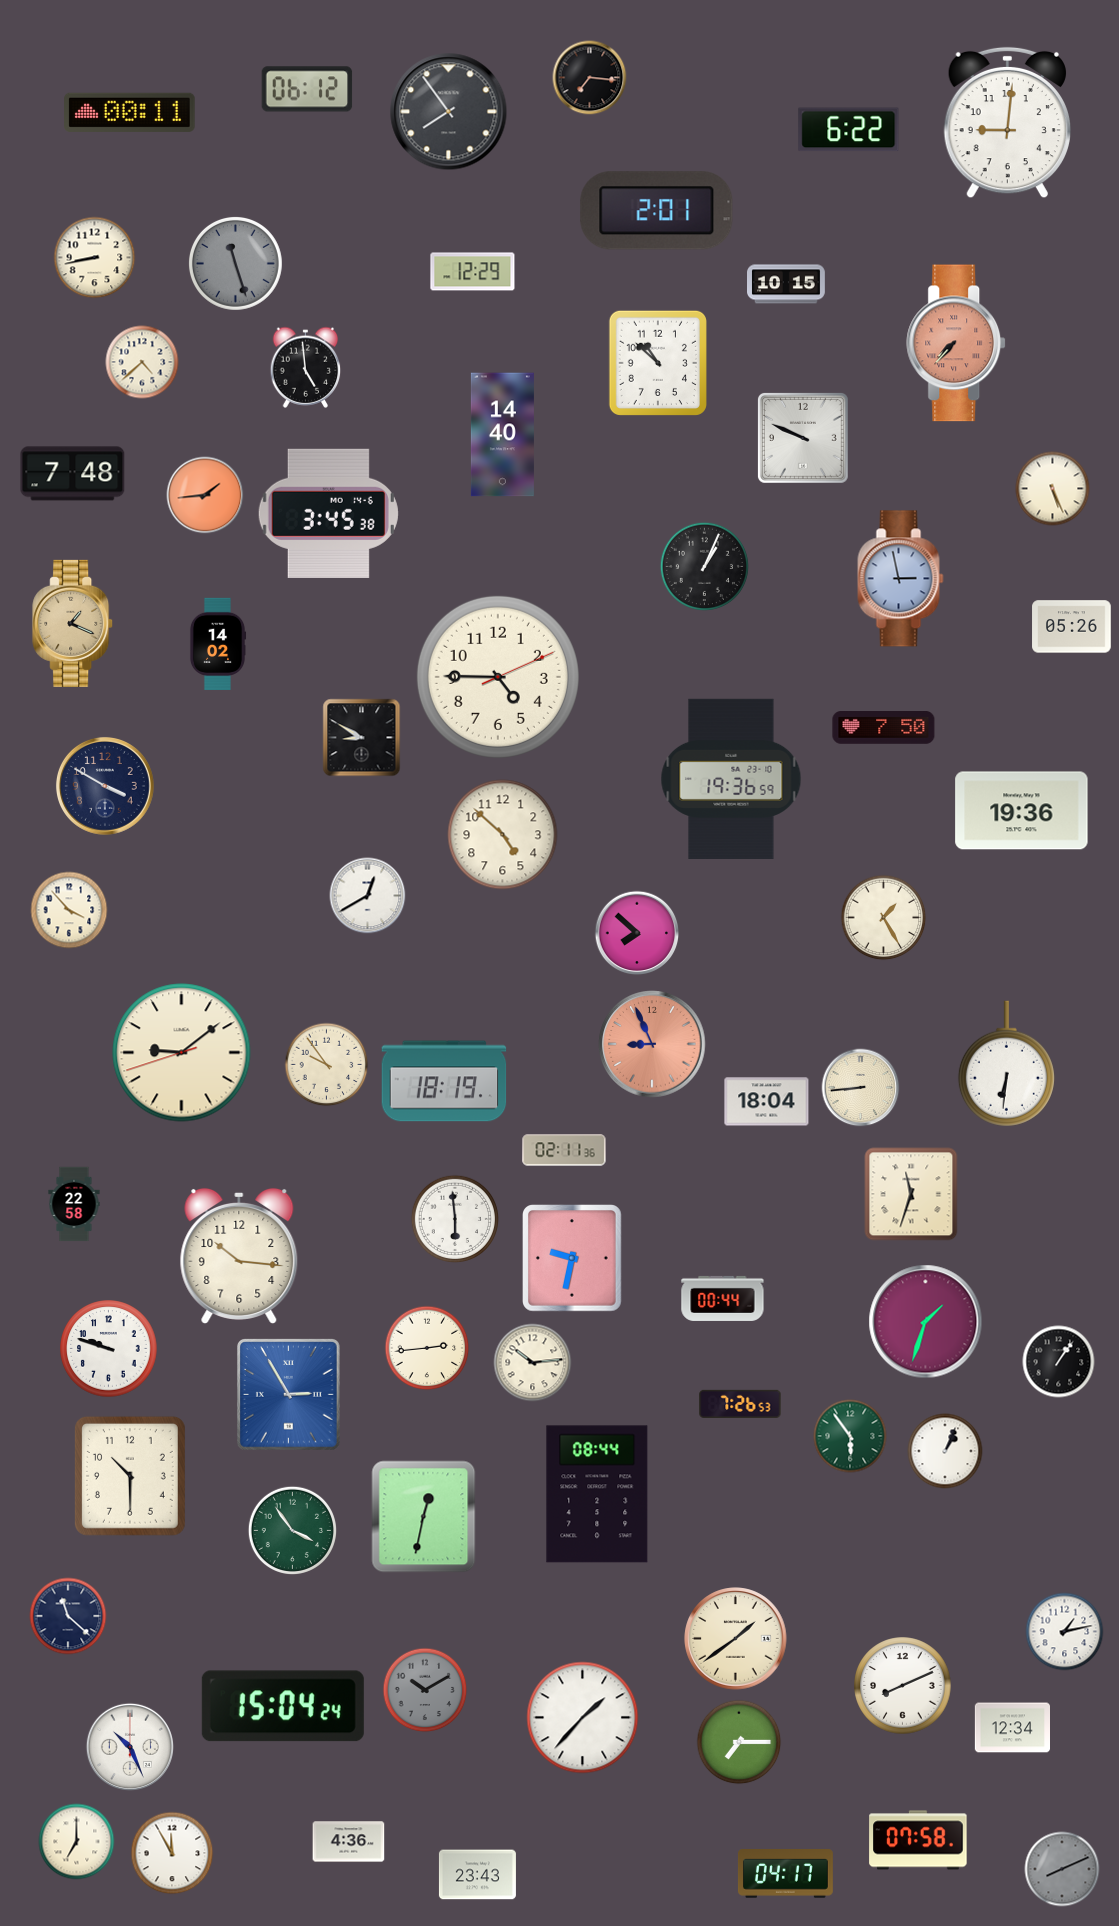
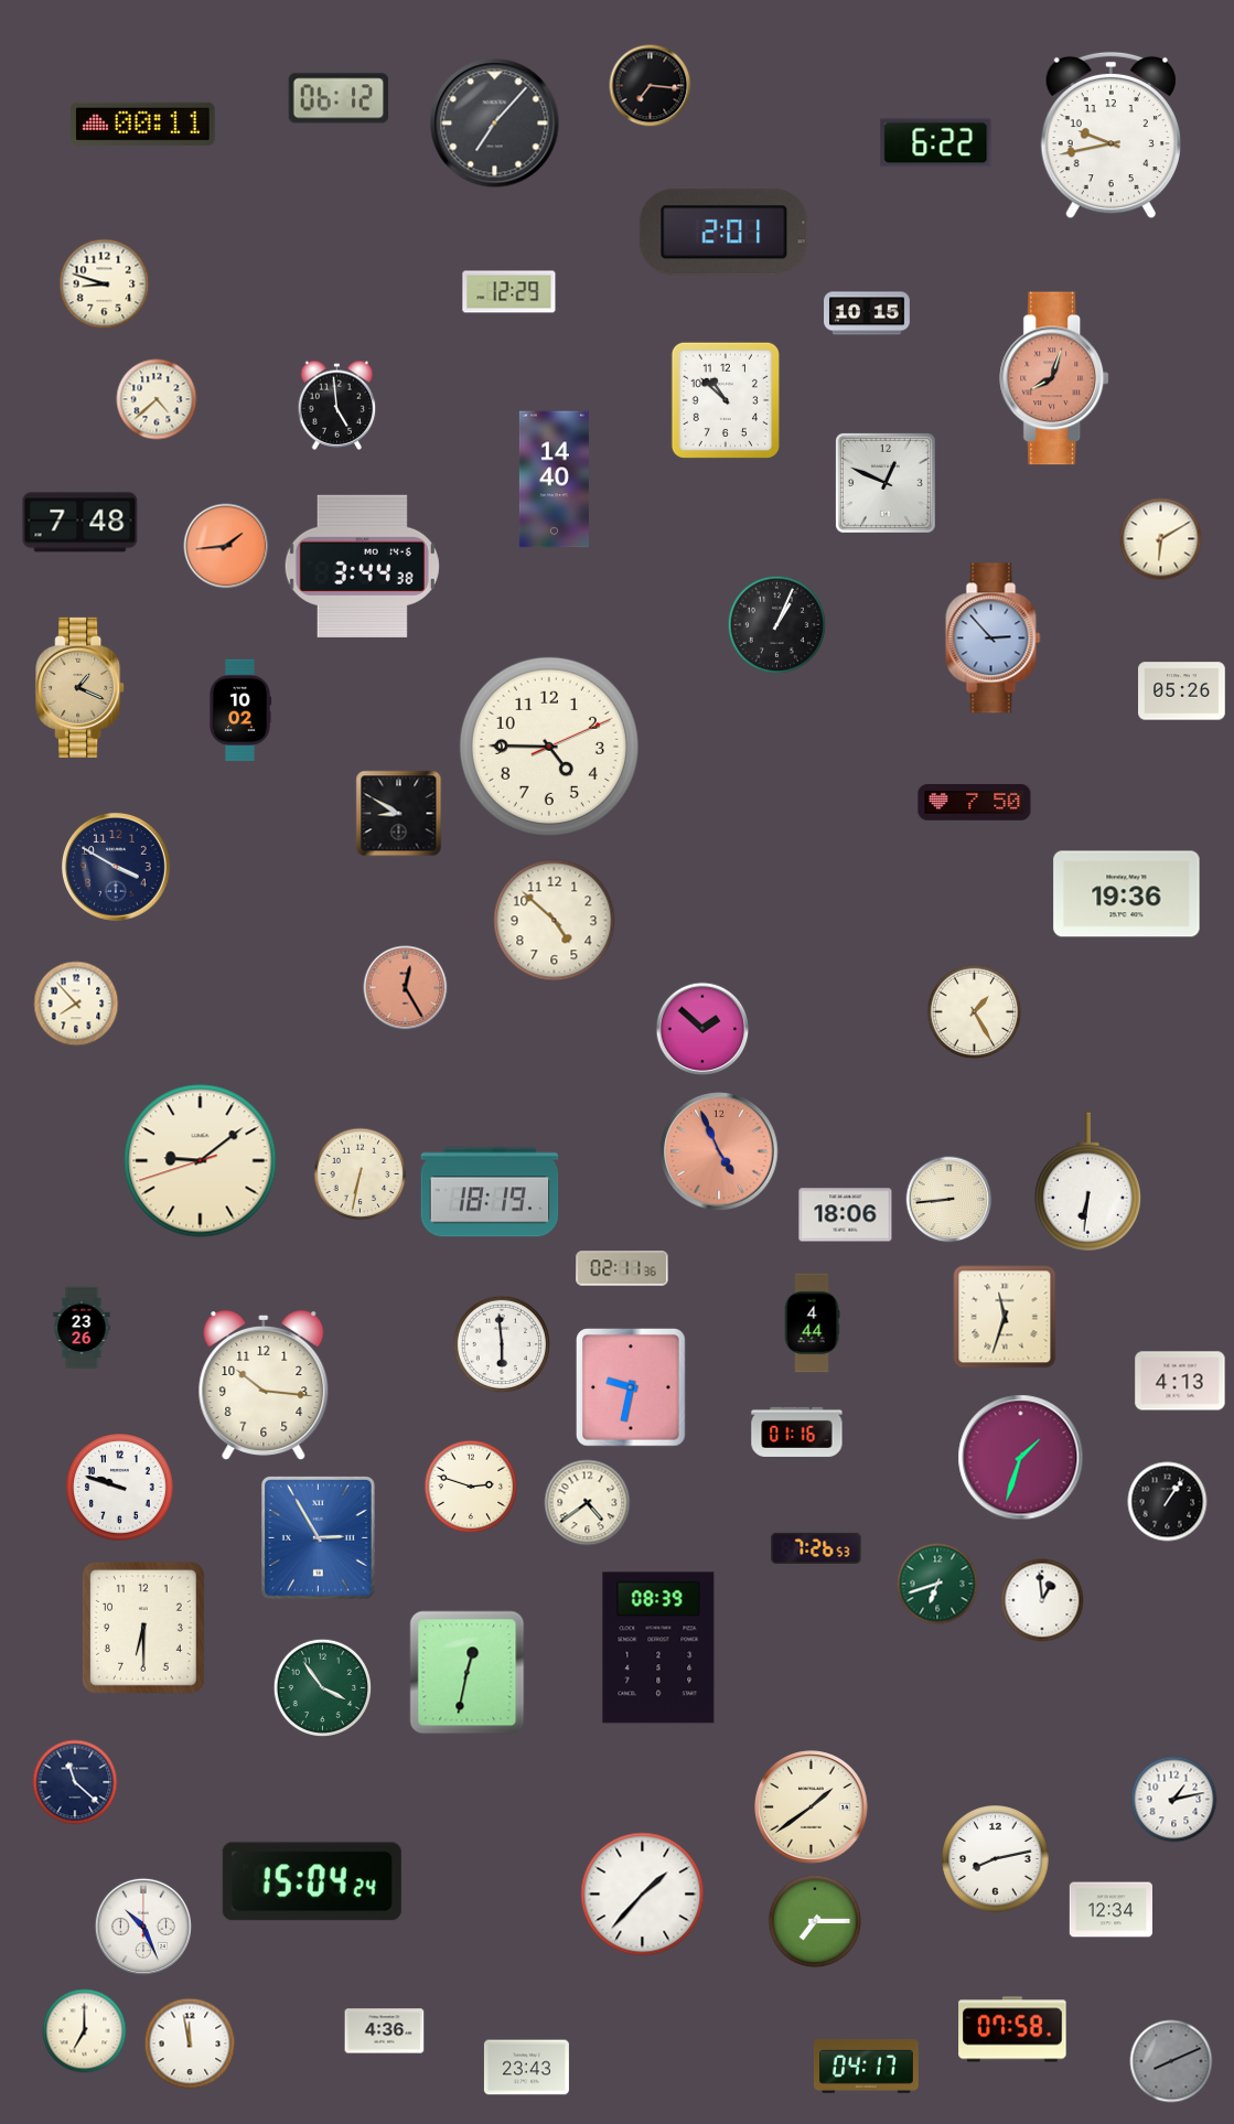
clock at (449, 112): 7:54 -> 7:07
clock at (1007, 123): 9:01 -> 9:43
clock at (95, 258): 8:43 -> 8:48
clock at (235, 263): 11:27 -> none
clock at (473, 272) position: (473, 272) -> (509, 292)
clock at (957, 343): 7:37 -> 8:03
clock at (803, 438): 9:49 -> 12:49
clock at (1053, 489): 5:26 -> 6:10
clock at (328, 513): 3:45 -> 3:44
clock at (901, 579): 2:58 -> 2:53
clock at (218, 643): 14:02 -> 10:02
clock at (731, 779): 19:36 -> none
clock at (368, 896): 12:40 -> 12:25
clock at (368, 896) dial: white -> salmon
clock at (69, 910): 3:53 -> 7:53
clock at (637, 933): 7:52 -> 1:52
clock at (652, 1044): 8:56 -> 4:56
clock at (1006, 1064) position: (1006, 1064) -> (1087, 1182)
clock at (327, 1065): 9:54 -> 6:32
clock at (767, 1102): 18:04 -> 18:06
clock at (812, 1323): none -> 4:44
clock at (74, 1204): 22:58 -> 23:26
clock at (1180, 1381): none -> 4:13
clock at (723, 1298): 00:44 -> 01:16
clock at (427, 1348): 2:44 -> 2:48
clock at (533, 1363): 10:14 -> 4:39
clock at (850, 1436): 5:54 -> 6:42
clock at (945, 1451): 1:04 -> 12:59
clock at (130, 1476): 10:30 -> 6:30
clock at (597, 1494): 08:44 -> 08:39
clock at (903, 1686): 8:11 -> 8:13
clock at (425, 1690): 10:10 -> none
clock at (1012, 1728) position: (1012, 1728) -> (1110, 1910)
clock at (172, 1853): 11:55 -> 11:58
